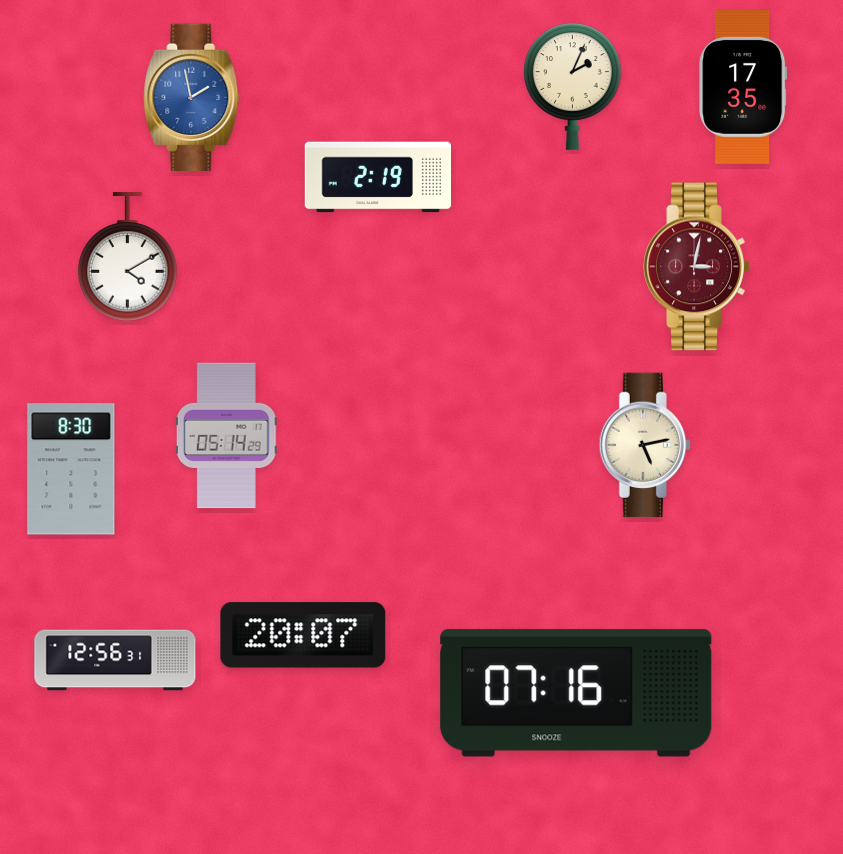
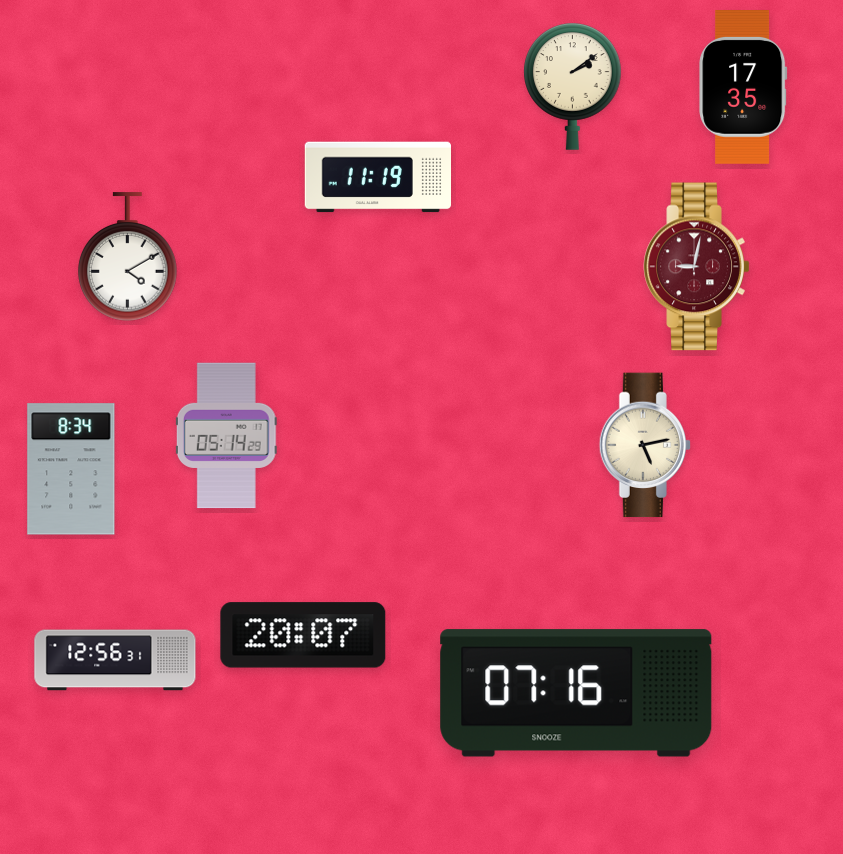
clock at (573, 86): 2:04 -> 2:09
clock at (192, 97): 1:58 -> none
clock at (377, 177): 2:19 -> 11:19
clock at (697, 267): 3:02 -> 9:02
clock at (71, 469): 8:30 -> 8:34
